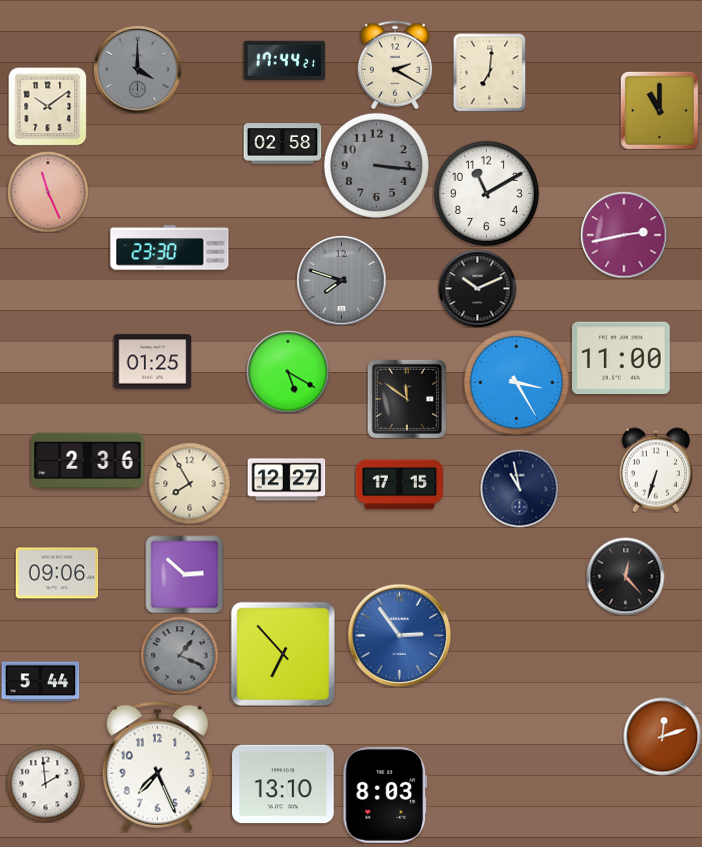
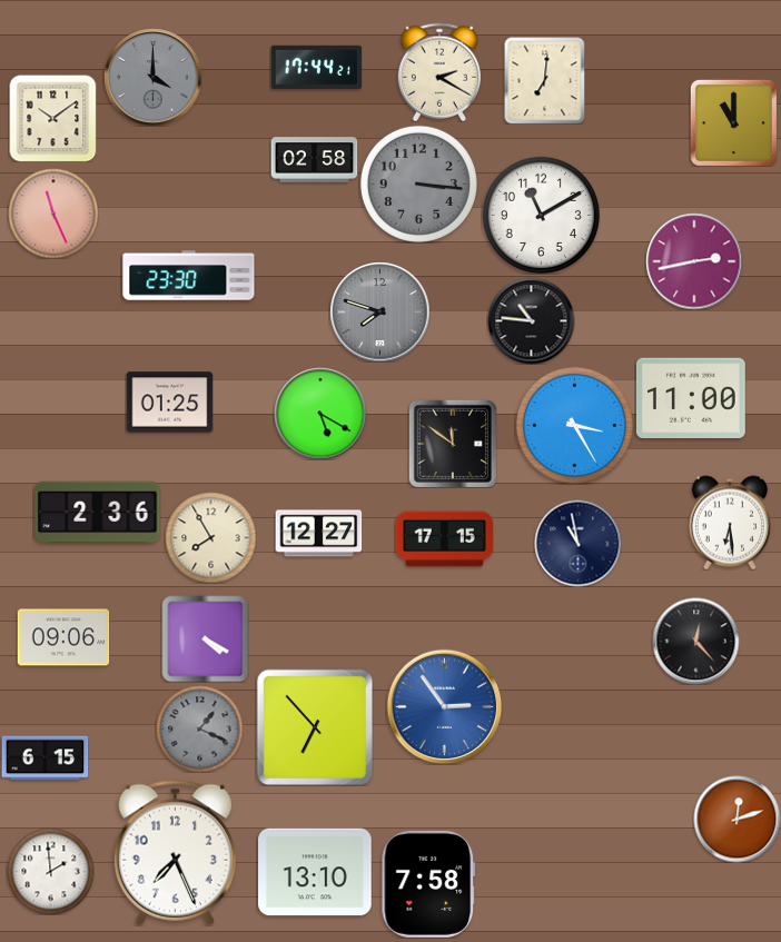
clock at (477, 288): 10:11 -> 10:46
clock at (655, 470): 6:33 -> 6:29
clock at (184, 574): 2:52 -> 4:20
clock at (40, 682): 5:44 -> 6:15
clock at (385, 795): 8:03 -> 7:58
